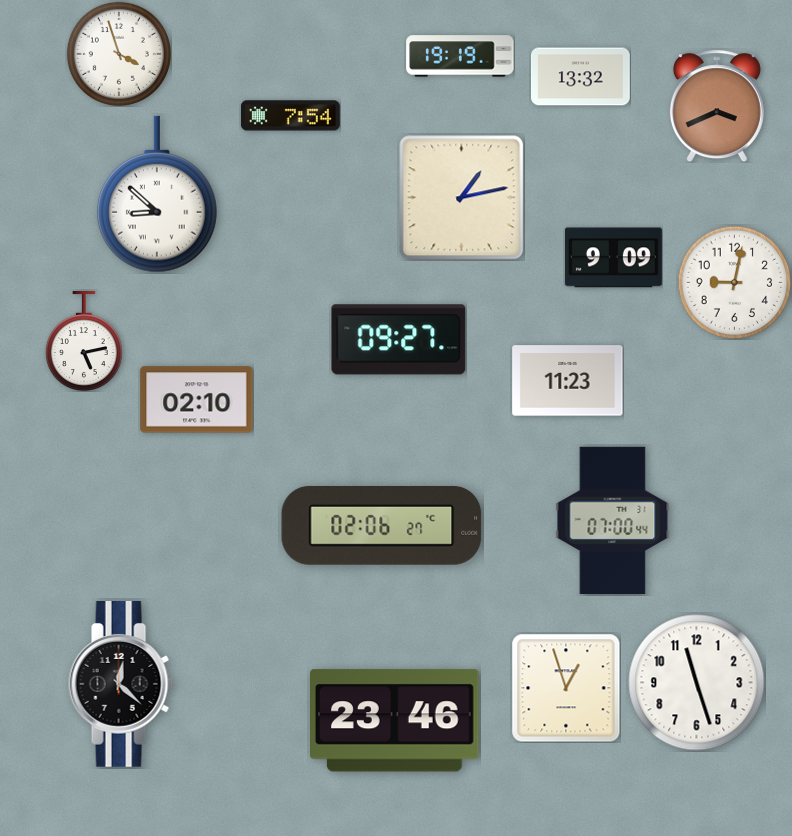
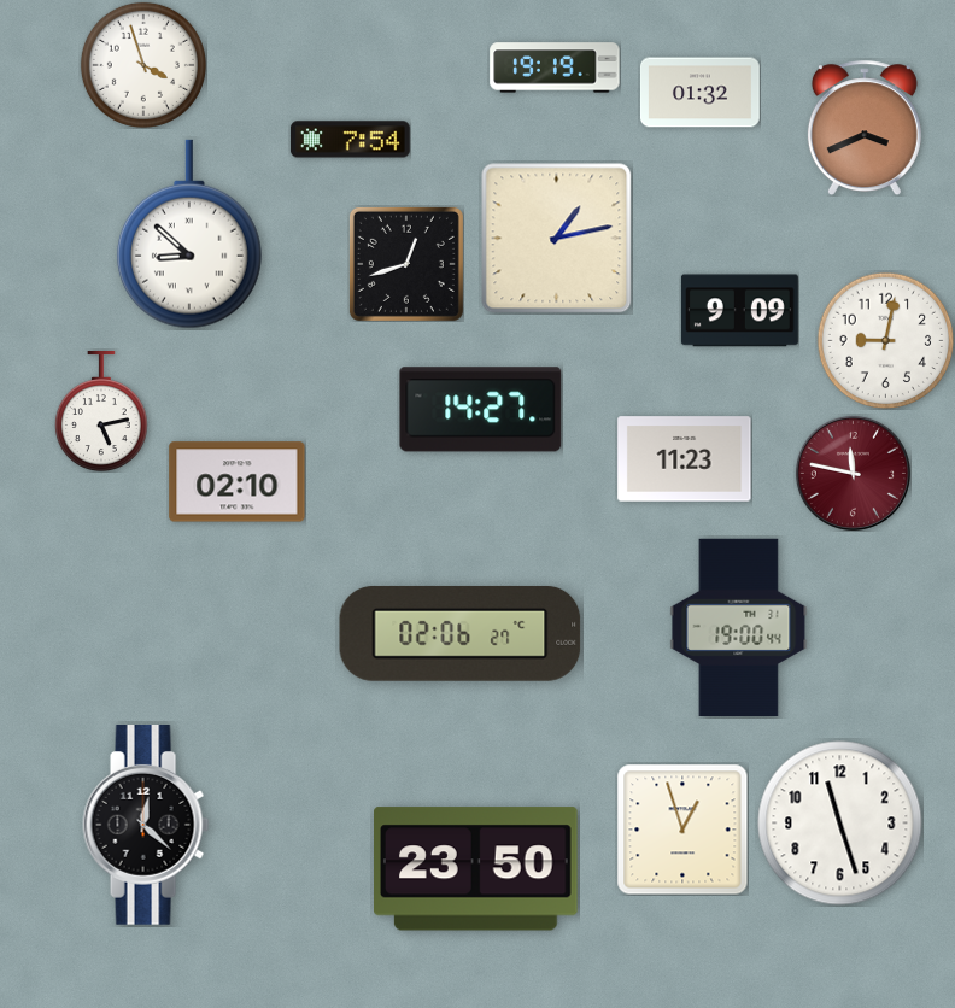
clock at (581, 77): 13:32 -> 01:32
clock at (406, 264): none -> 12:42
clock at (399, 340): 09:27 -> 14:27
clock at (853, 473): none -> 11:47
clock at (613, 520): 07:00 -> 19:00
clock at (395, 721): 23:46 -> 23:50
